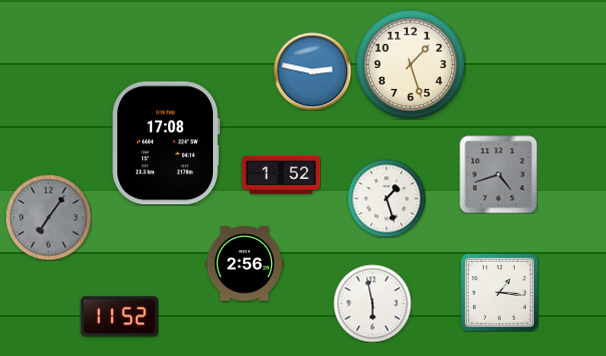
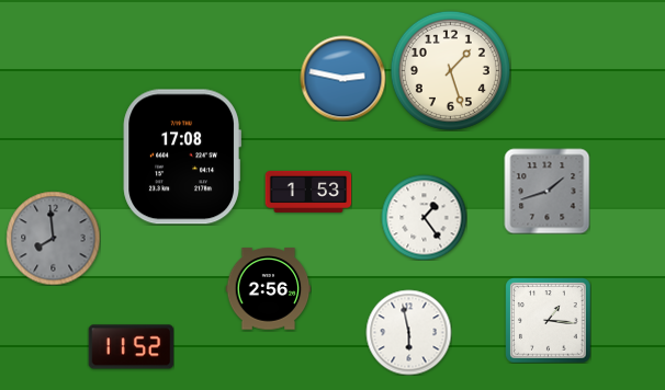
clock at (498, 174): 4:42 -> 1:42
clock at (281, 175): 1:52 -> 1:53
clock at (386, 198): 1:27 -> 1:24
clock at (48, 217): 7:06 -> 7:59
